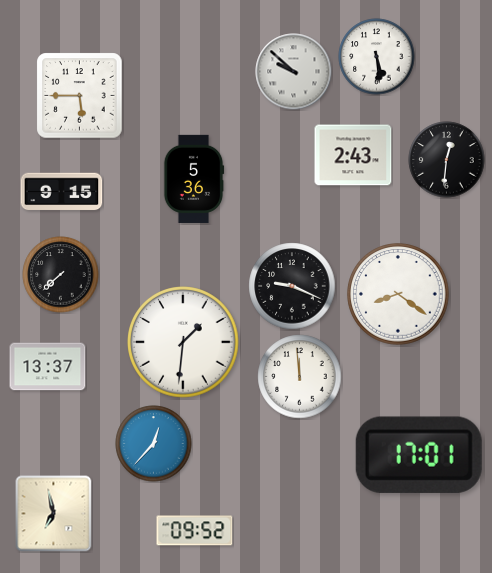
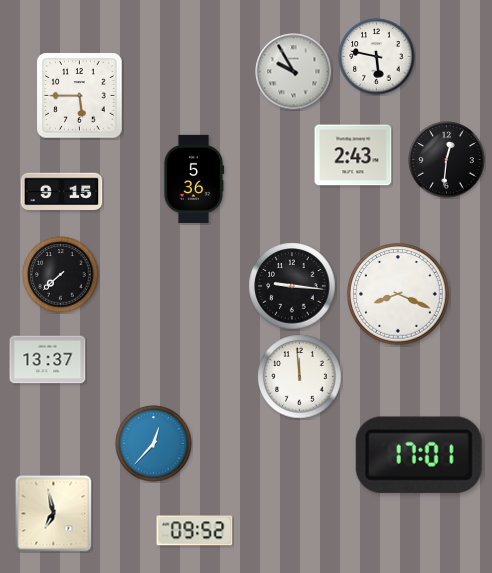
clock at (377, 57): 5:29 -> 5:47
clock at (294, 72): 9:52 -> 9:55
clock at (292, 286): 9:19 -> 9:16
clock at (398, 294): 8:21 -> 8:19
clock at (184, 343): 1:31 -> none
clock at (48, 367) position: (48, 367) -> (48, 360)
